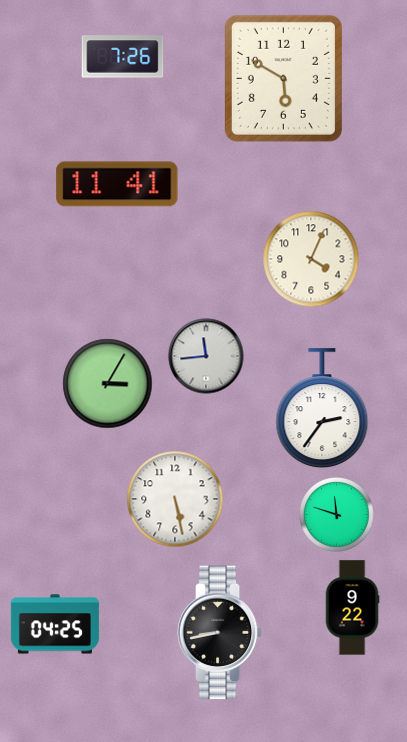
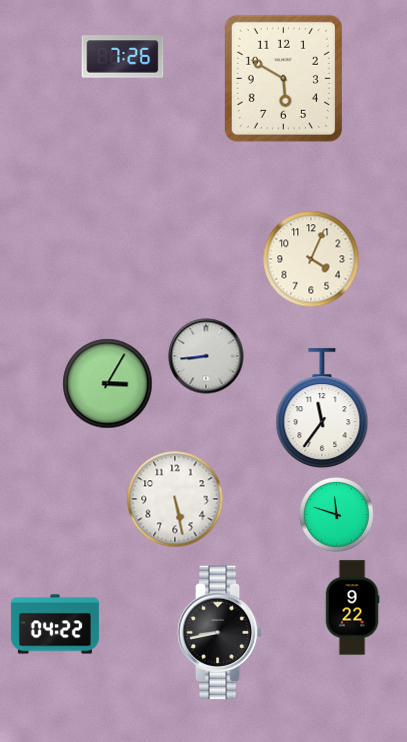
clock at (117, 184): 11:41 -> none
clock at (206, 356): 11:44 -> 8:44
clock at (322, 409): 2:36 -> 11:36
clock at (55, 624): 04:25 -> 04:22
